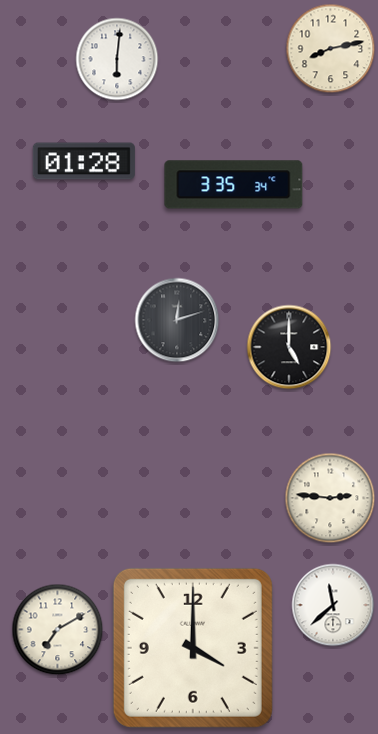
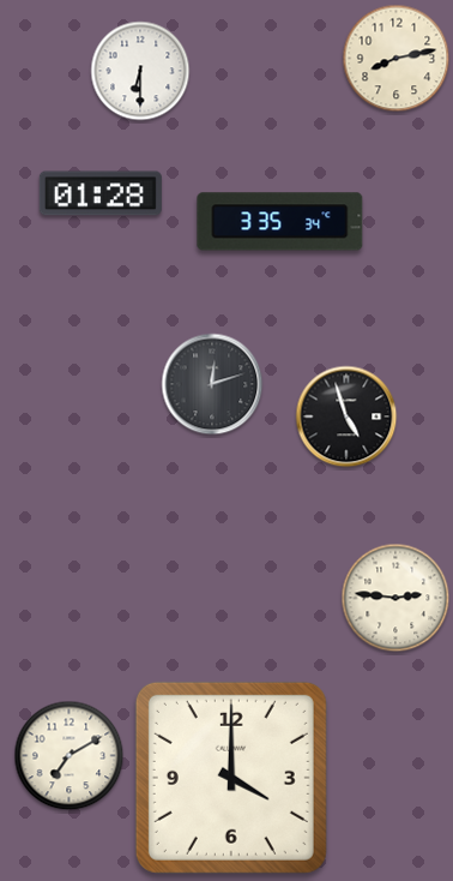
clock at (117, 59): 6:01 -> 6:30
clock at (289, 347): 5:00 -> 4:57
clock at (333, 605): 11:38 -> none
